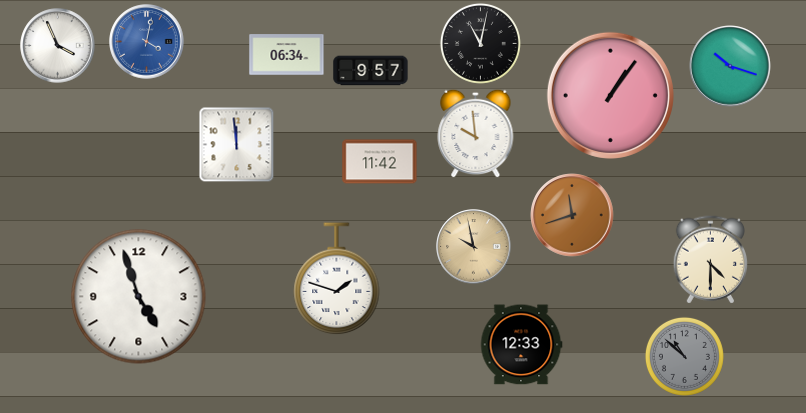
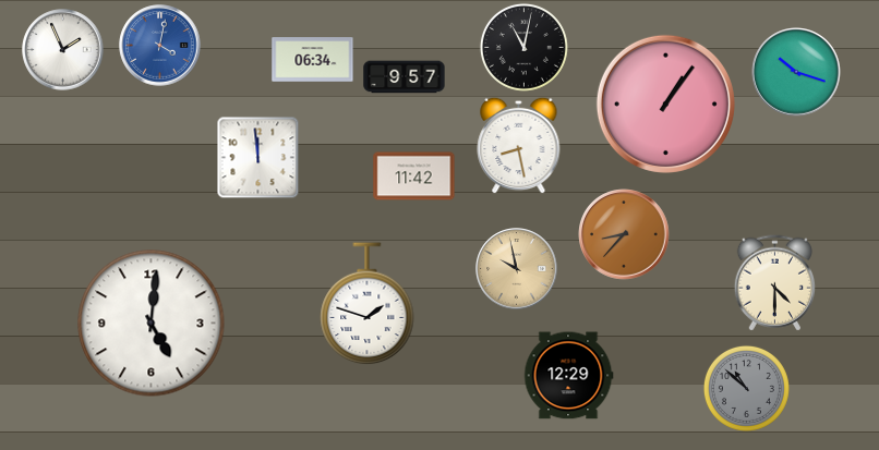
clock at (58, 46): 3:56 -> 1:56
clock at (476, 133): 9:59 -> 8:28
clock at (572, 215): 11:42 -> 8:37
clock at (139, 297): 4:57 -> 5:01
clock at (521, 345): 12:33 -> 12:29
